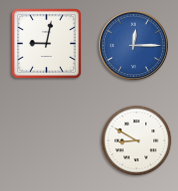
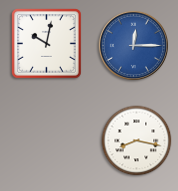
clock at (47, 44): 9:02 -> 10:02
clock at (137, 141): 8:50 -> 8:17
